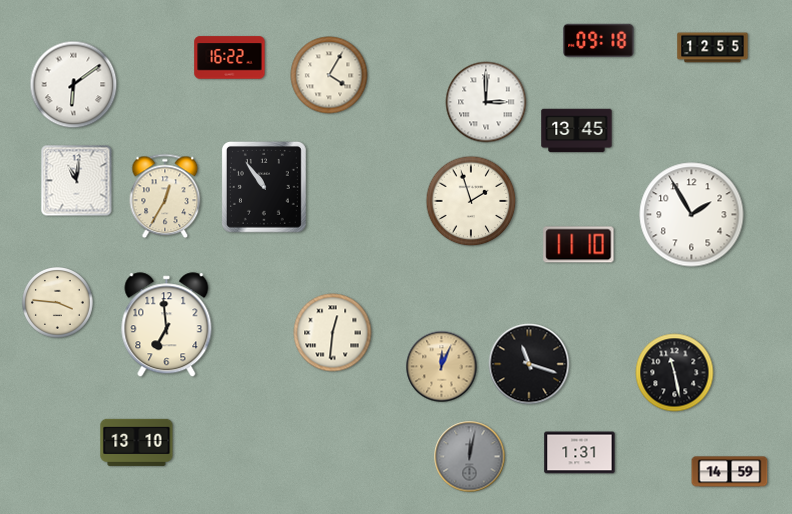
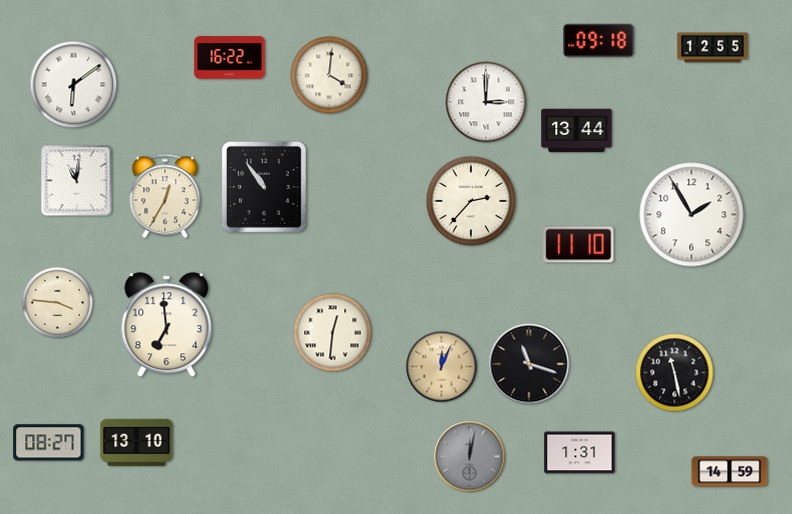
clock at (329, 75): 4:05 -> 4:01
clock at (577, 131): 13:45 -> 13:44
clock at (471, 201): 1:57 -> 2:37
clock at (49, 443): none -> 08:27
